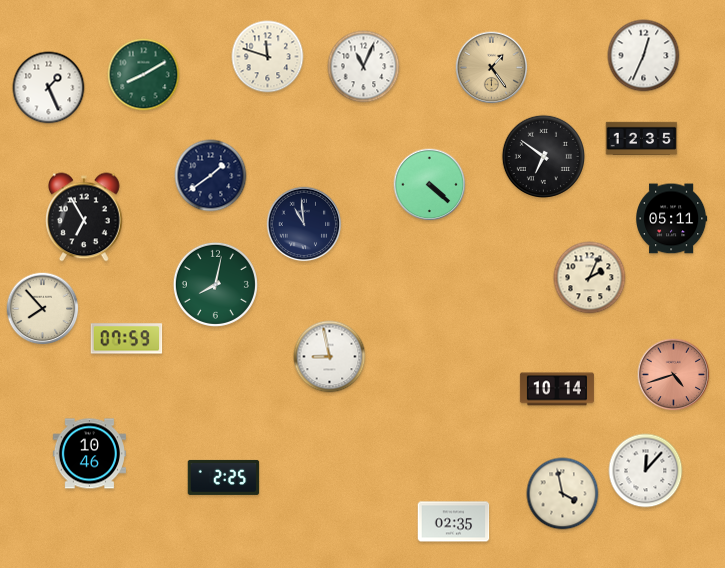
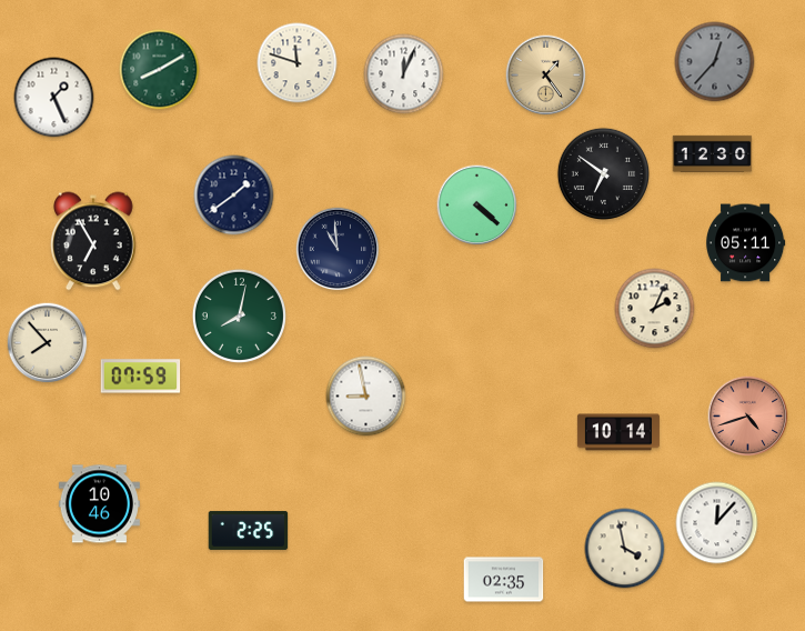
clock at (644, 56): 12:34 -> 12:37
clock at (644, 56) dial: white -> grey
clock at (364, 67): 11:04 -> 12:04
clock at (144, 75) position: (144, 75) -> (160, 70)
clock at (642, 138): 12:35 -> 12:30
